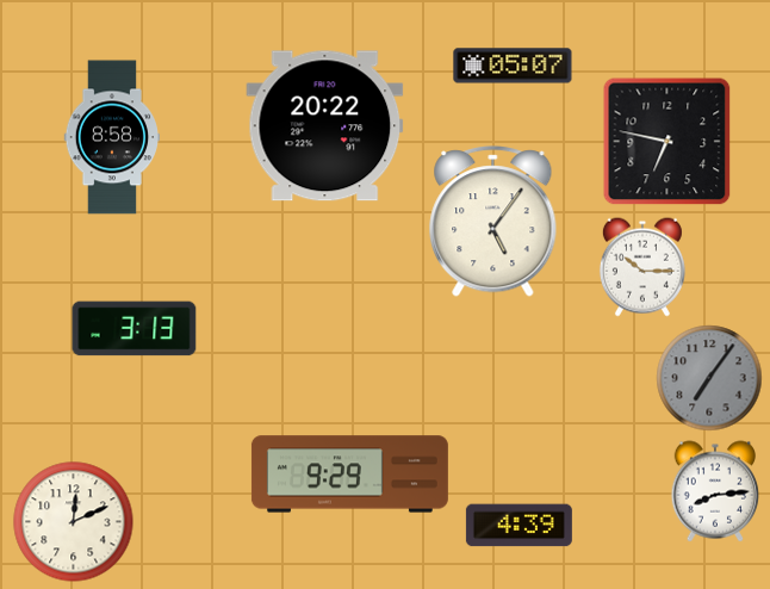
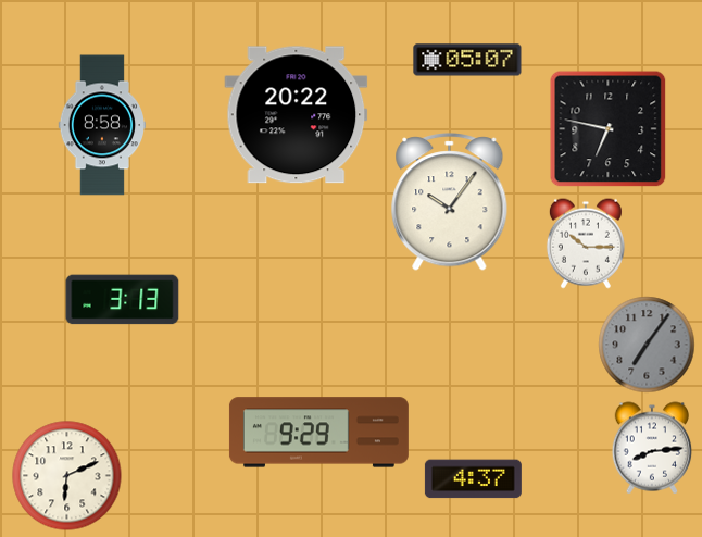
clock at (493, 222): 5:06 -> 10:06
clock at (74, 522): 12:11 -> 6:11
clock at (518, 526): 4:39 -> 4:37
